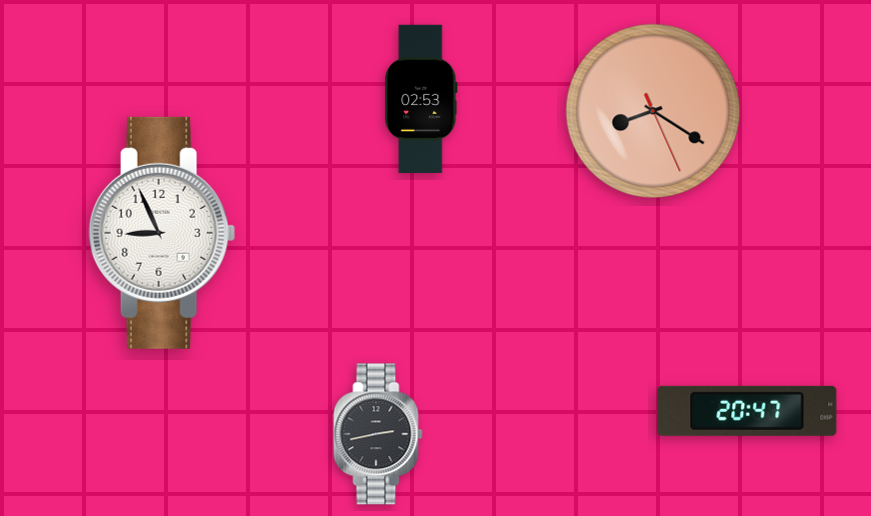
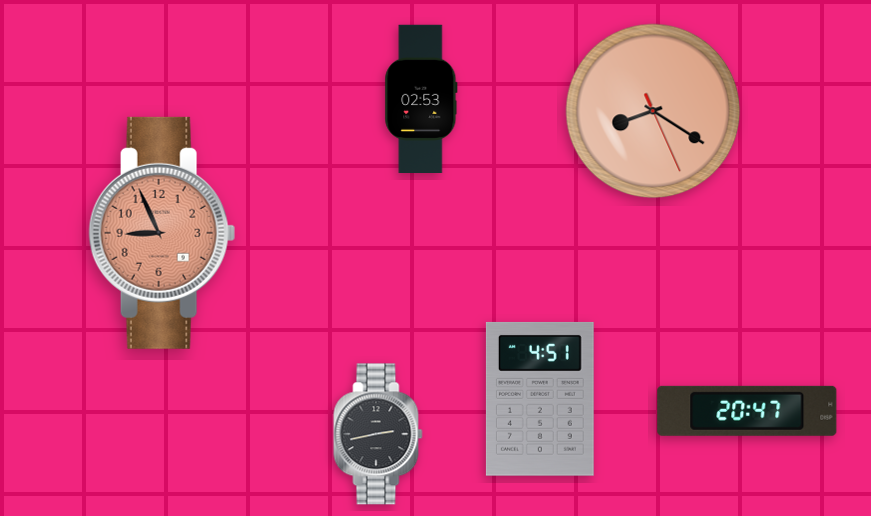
clock at (162, 233) dial: white -> salmon
clock at (540, 399): none -> 4:51
